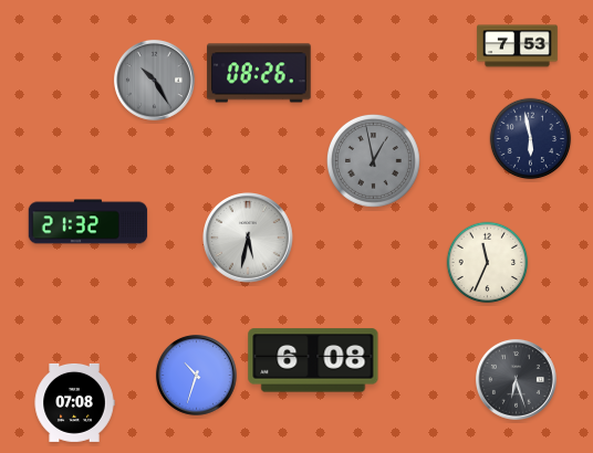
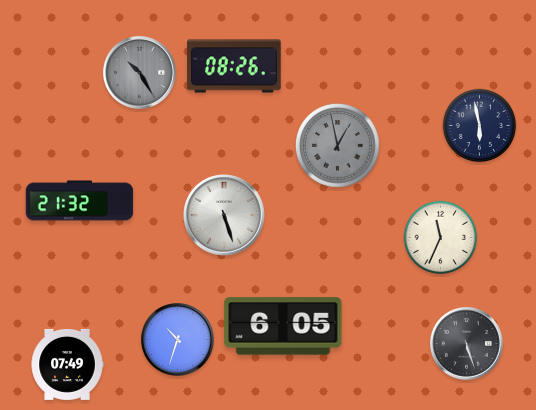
clock at (518, 46): 7:53 -> none
clock at (249, 239): 5:32 -> 5:27
clock at (313, 360): 6:08 -> 6:05
clock at (516, 379): 6:27 -> 5:27
clock at (74, 402): 07:08 -> 07:49
